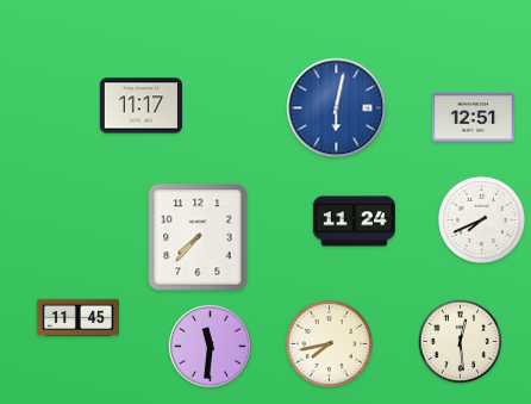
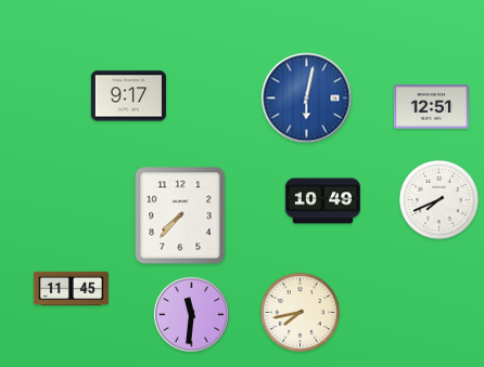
clock at (140, 106): 11:17 -> 9:17
clock at (354, 222): 11:24 -> 10:49
clock at (461, 342): 12:29 -> none
